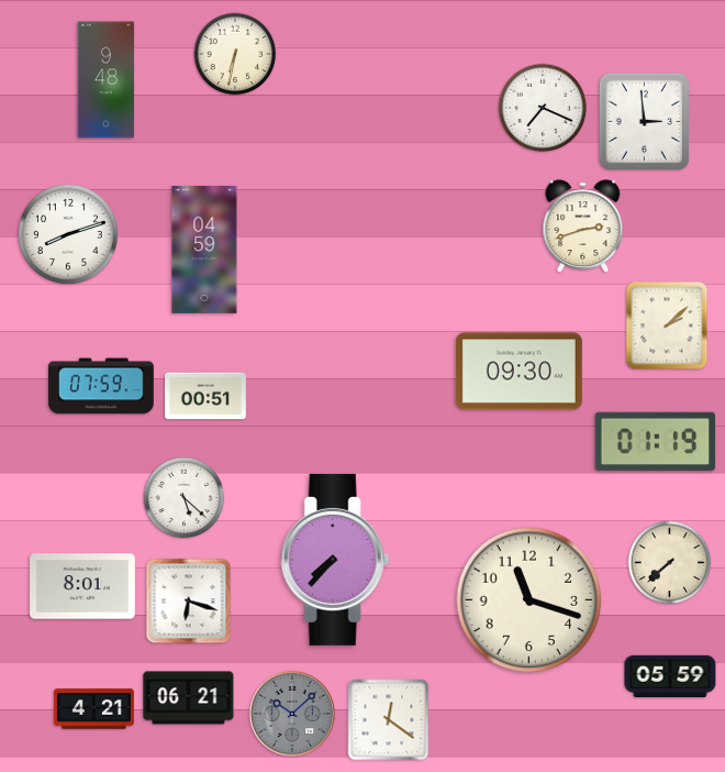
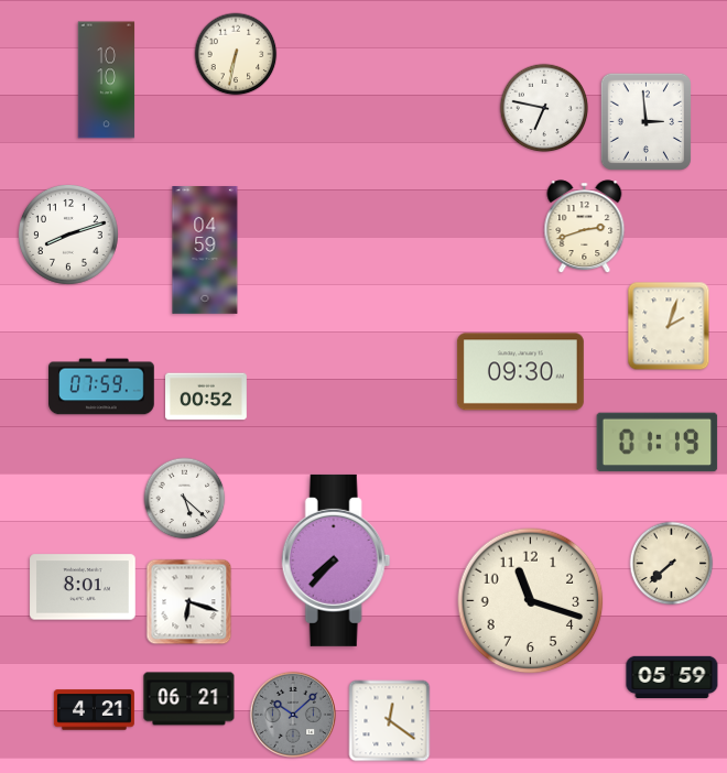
clock at (107, 80): 9:48 -> 10:10
clock at (543, 108): 7:19 -> 6:47
clock at (667, 326): 2:08 -> 2:03
clock at (207, 396): 00:51 -> 00:52
